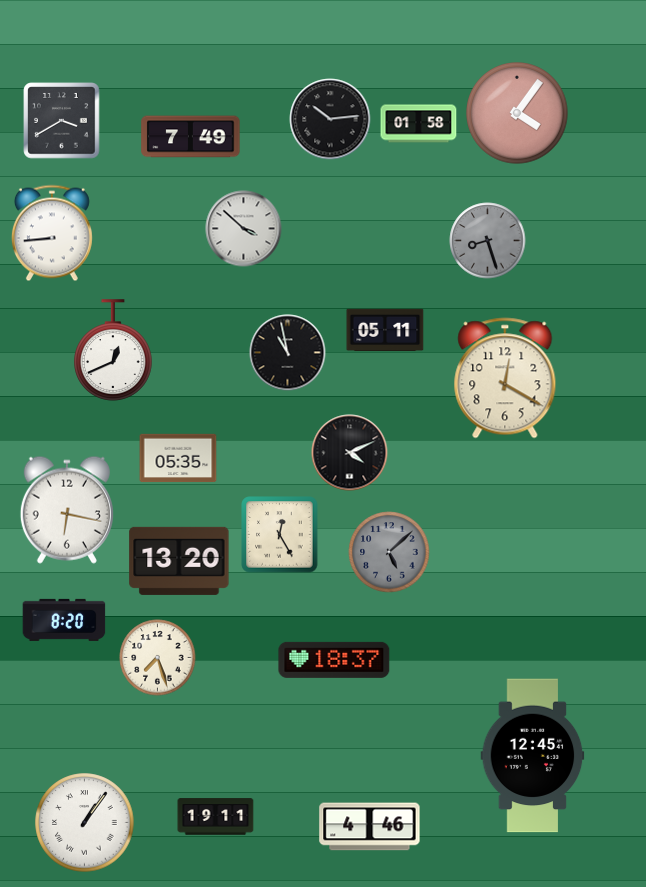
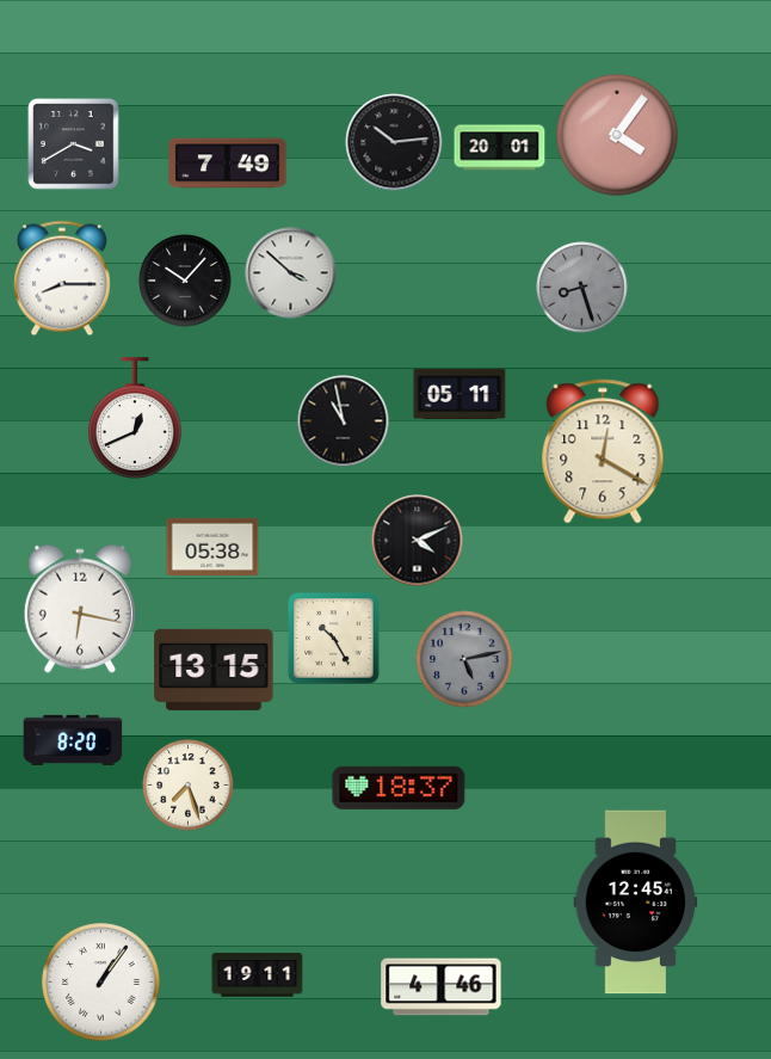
clock at (419, 124): 01:58 -> 20:01
clock at (52, 233): 8:44 -> 8:15
clock at (185, 281): none -> 10:07
clock at (178, 458): 05:35 -> 05:38
clock at (280, 535): 12:25 -> 10:25
clock at (389, 552): 5:08 -> 5:13
clock at (179, 561): 13:20 -> 13:15
clock at (64, 620) position: (64, 620) -> (73, 740)
